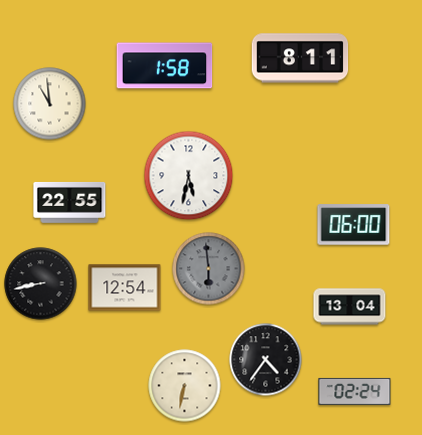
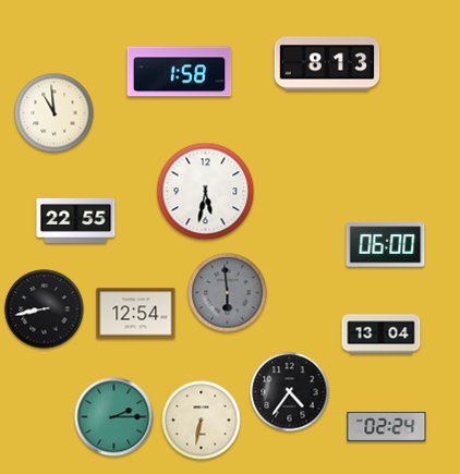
clock at (300, 58): 8:11 -> 8:13
clock at (114, 417): none -> 2:15
